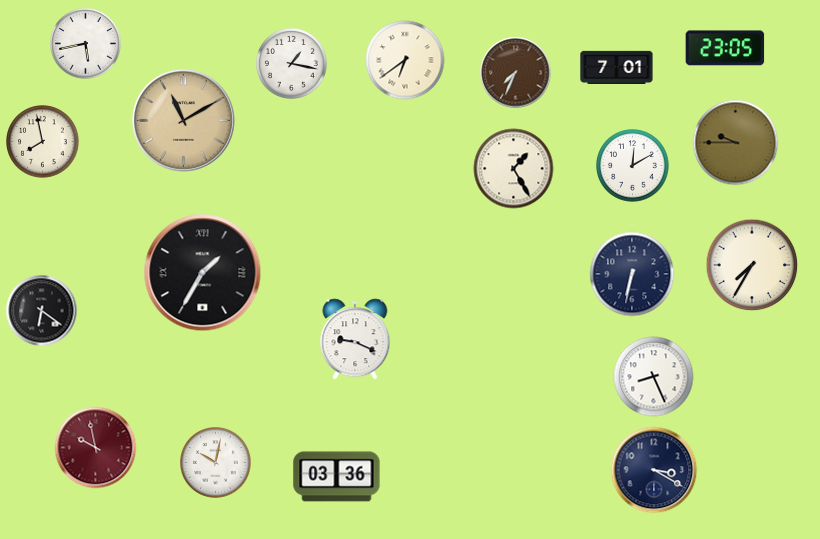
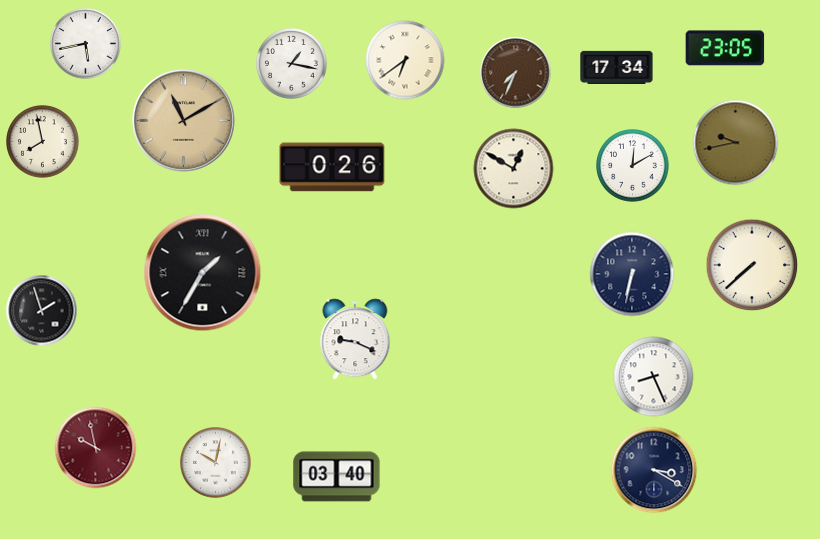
clock at (617, 67): 7:01 -> 17:34
clock at (736, 143): 9:45 -> 9:43
clock at (332, 167): none -> 0:26
clock at (514, 169): 1:25 -> 12:50
clock at (752, 265): 7:35 -> 7:38
clock at (42, 311): 6:21 -> 1:57
clock at (337, 477): 03:36 -> 03:40
